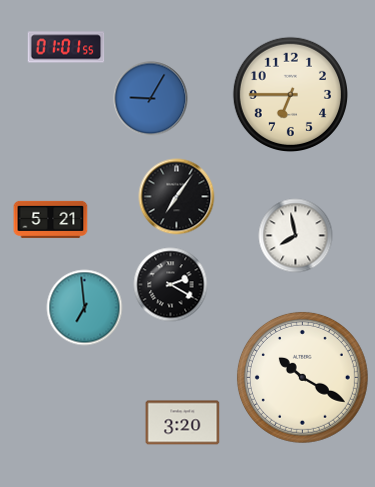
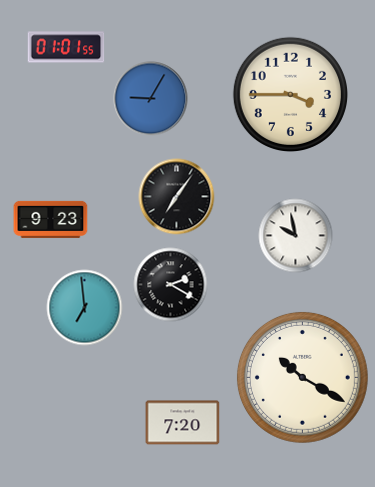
clock at (290, 94): 6:45 -> 3:45
clock at (51, 219): 5:21 -> 9:23
clock at (296, 236): 7:58 -> 9:58
clock at (183, 423): 3:20 -> 7:20
